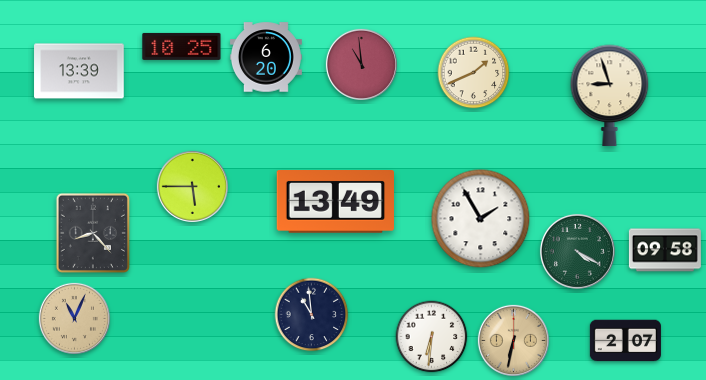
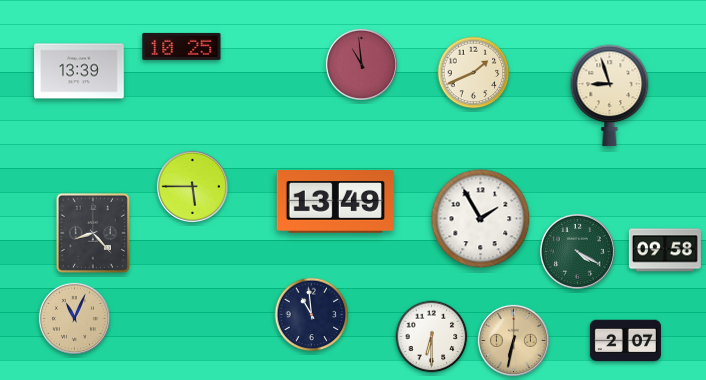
clock at (266, 57): 6:20 -> none
clock at (432, 337): 6:31 -> 6:30
